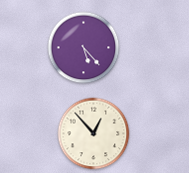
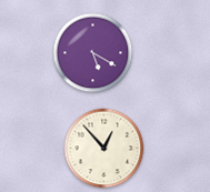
clock at (84, 48): 5:23 -> 5:20
